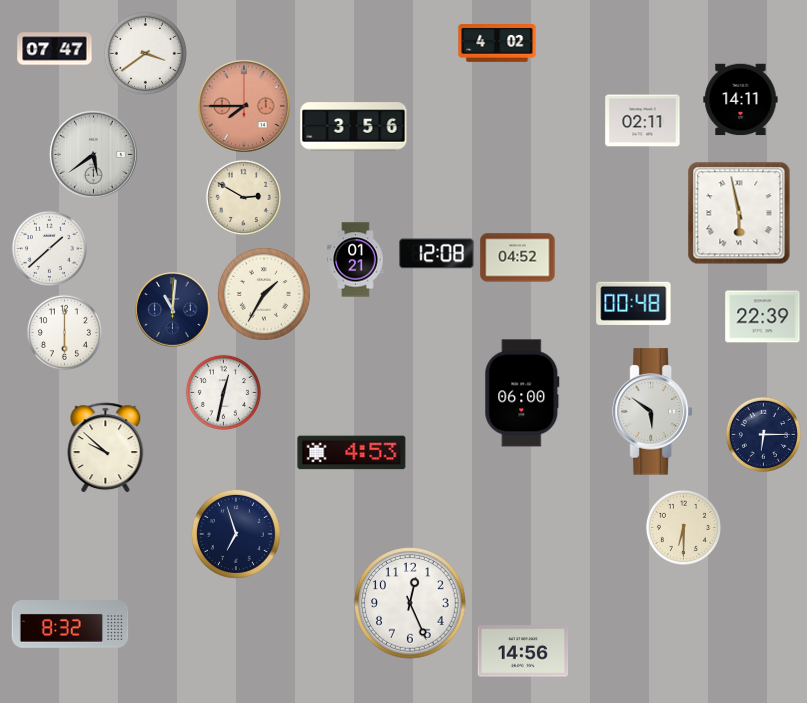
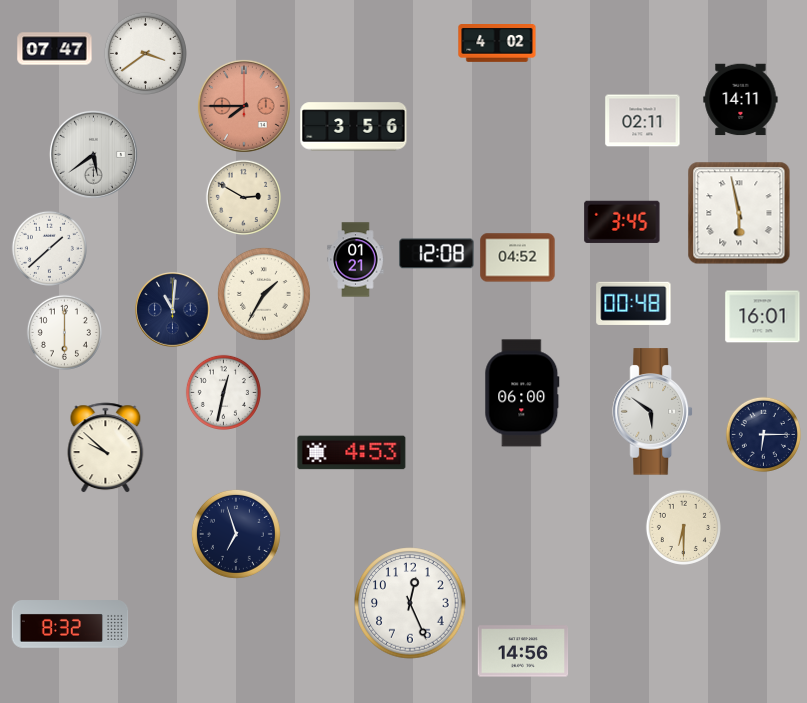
clock at (622, 222): none -> 3:45
clock at (763, 317): 22:39 -> 16:01
